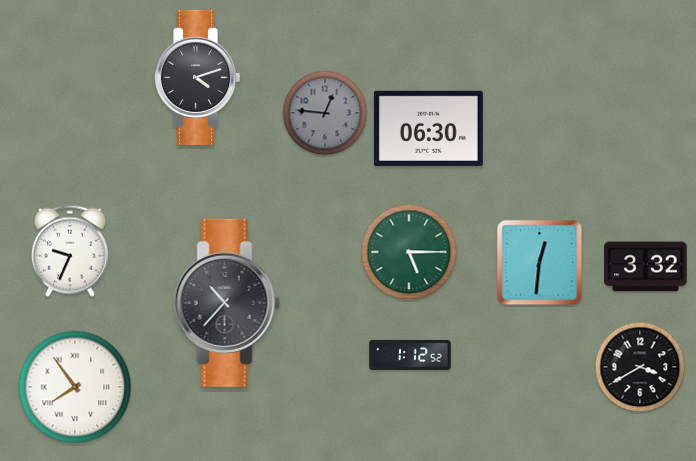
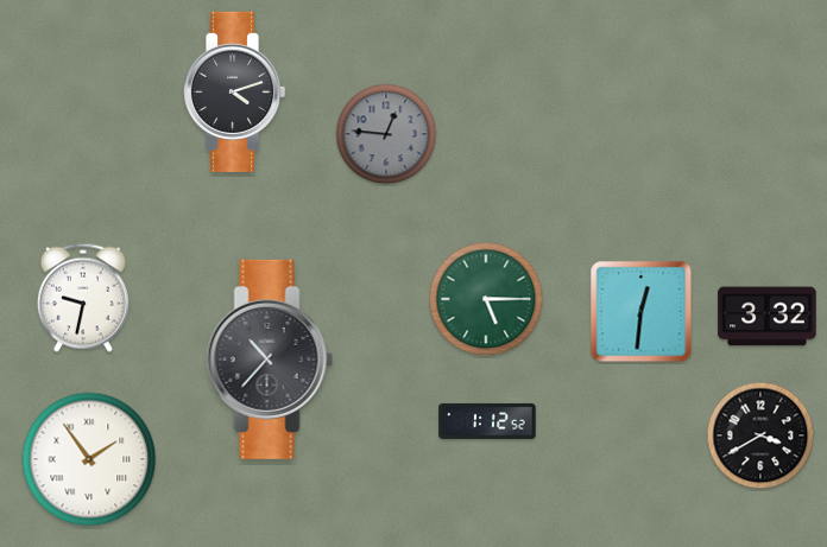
clock at (428, 128): 06:30 -> none
clock at (70, 251): 9:34 -> 9:32
clock at (75, 387): 7:54 -> 1:54
